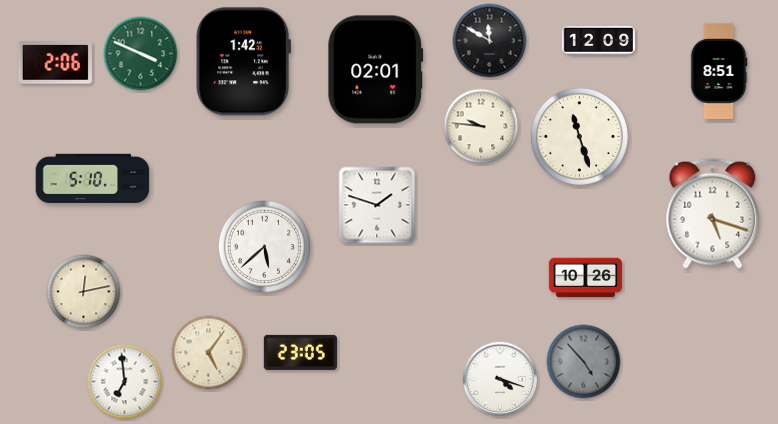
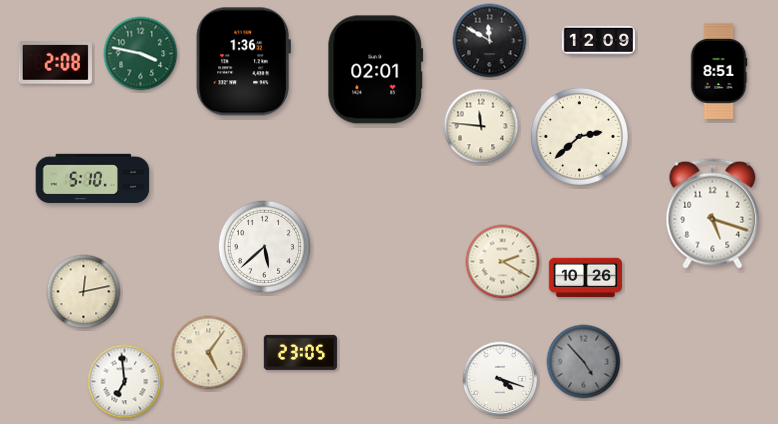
clock at (141, 54): 3:49 -> 3:47
clock at (243, 62): 1:42 -> 1:36
clock at (55, 63): 2:06 -> 2:08
clock at (481, 126): 9:46 -> 11:46
clock at (579, 136): 11:27 -> 2:38
clock at (377, 205): 1:48 -> none
clock at (503, 262): none -> 2:20
